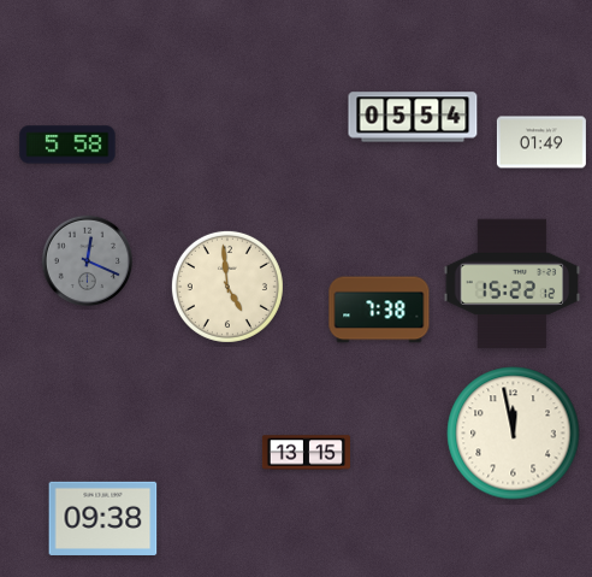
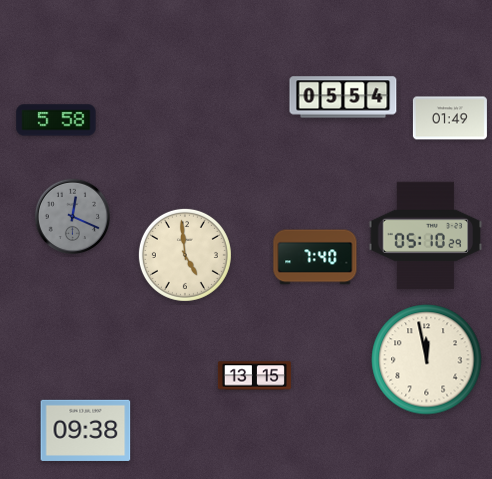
clock at (513, 284): 15:22 -> 05:10
clock at (227, 287) position: (227, 287) -> (185, 255)
clock at (379, 310): 7:38 -> 7:40
